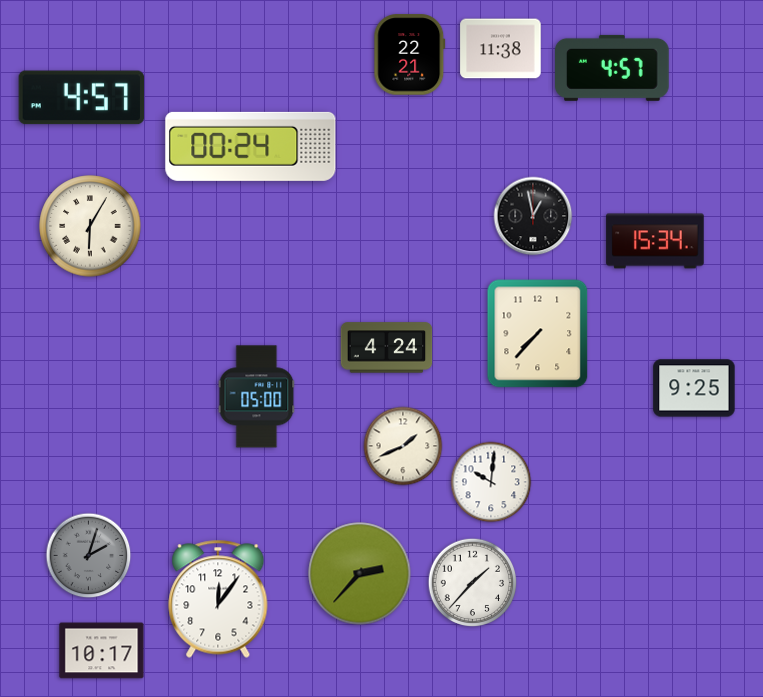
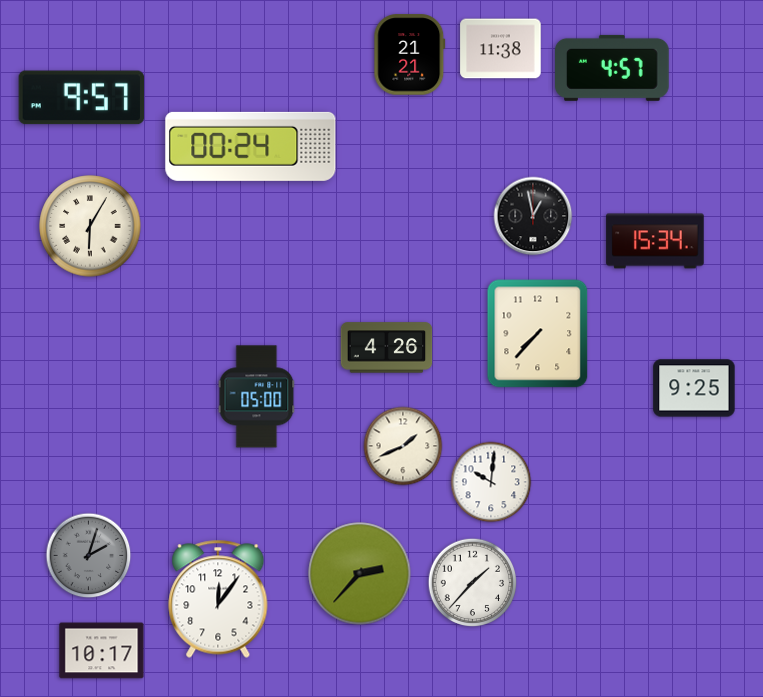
clock at (410, 55): 22:21 -> 21:21
clock at (82, 98): 4:57 -> 9:57
clock at (387, 348): 4:24 -> 4:26
